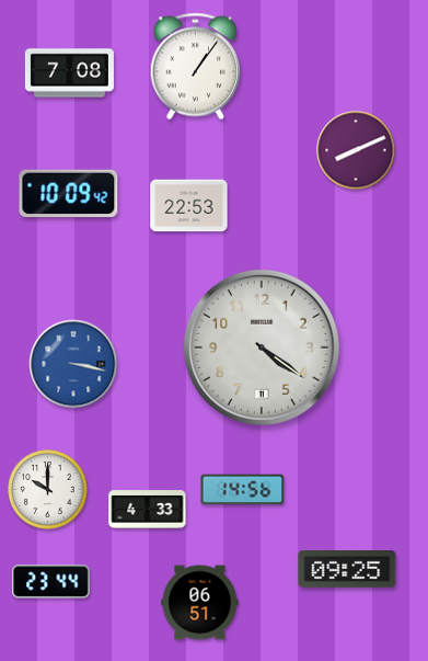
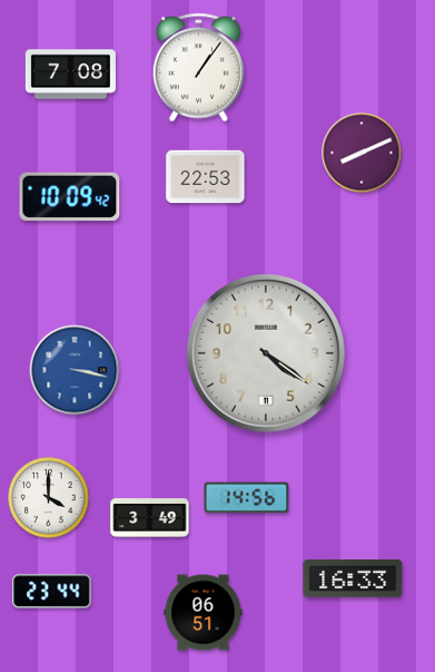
clock at (189, 206) position: (189, 206) -> (206, 177)
clock at (48, 490): 10:00 -> 4:00
clock at (148, 510): 4:33 -> 3:49
clock at (347, 569): 09:25 -> 16:33
